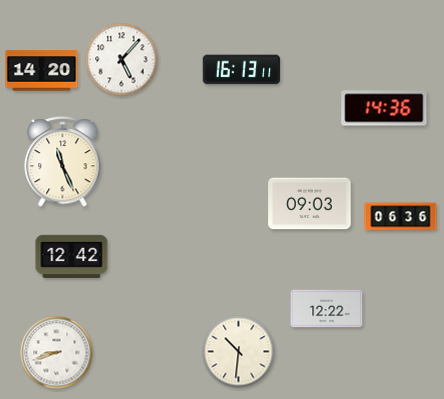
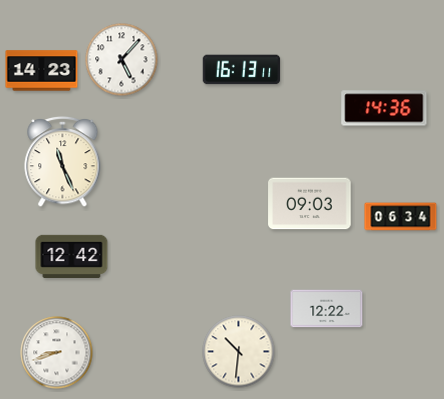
clock at (42, 71): 14:20 -> 14:23
clock at (401, 217): 06:36 -> 06:34
